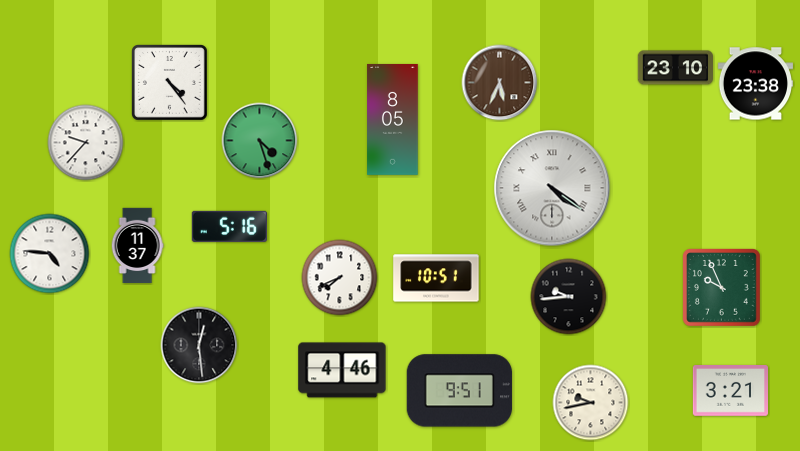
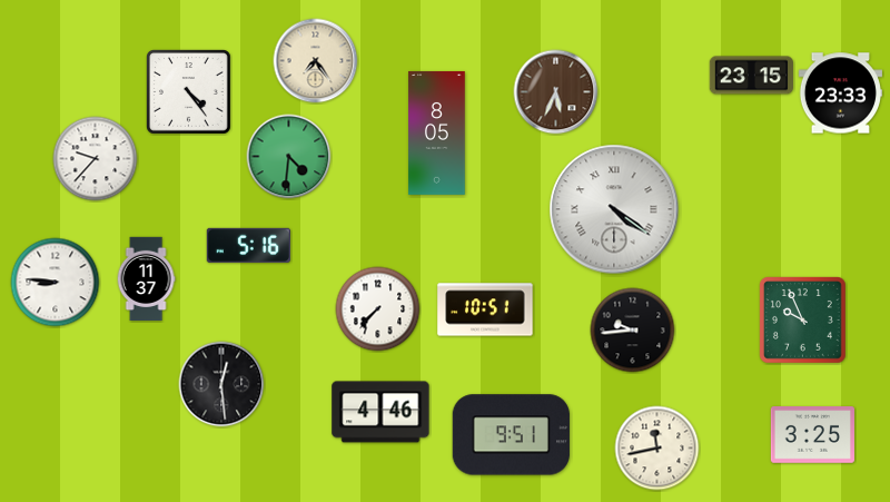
clock at (316, 61): none -> 7:24
clock at (675, 68): 23:10 -> 23:15
clock at (755, 84): 23:38 -> 23:33
clock at (260, 141): 4:27 -> 4:31
clock at (229, 226) position: (229, 226) -> (248, 245)
clock at (137, 246) position: (137, 246) -> (146, 279)
clock at (50, 254): 4:46 -> 8:46
clock at (340, 278): 7:41 -> 7:37
clock at (730, 391): 3:21 -> 3:25
clock at (591, 403): 9:43 -> 11:43
